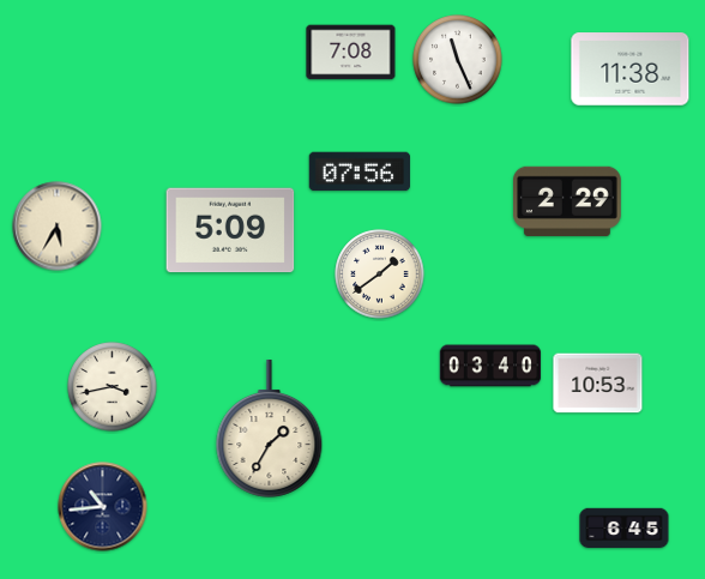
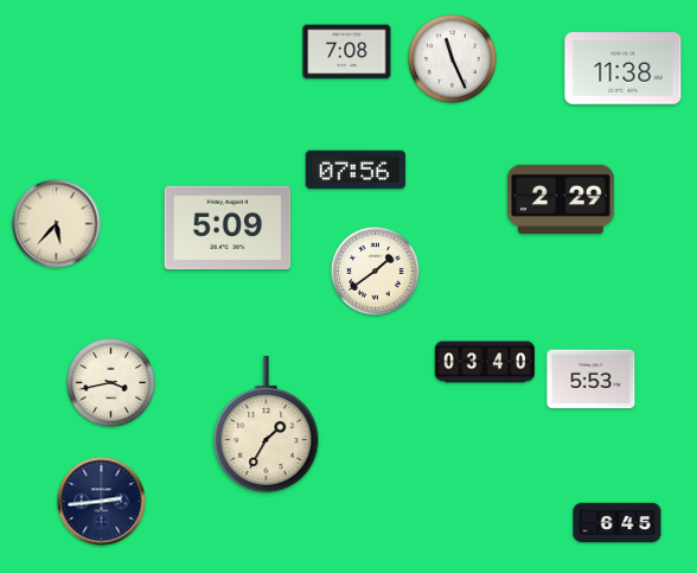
clock at (58, 227): 5:35 -> 5:37
clock at (598, 384): 10:53 -> 5:53
clock at (103, 507): 10:44 -> 2:44
